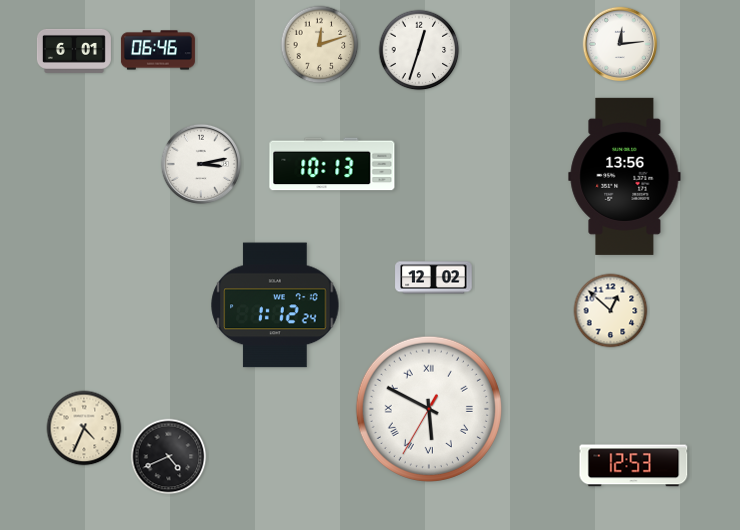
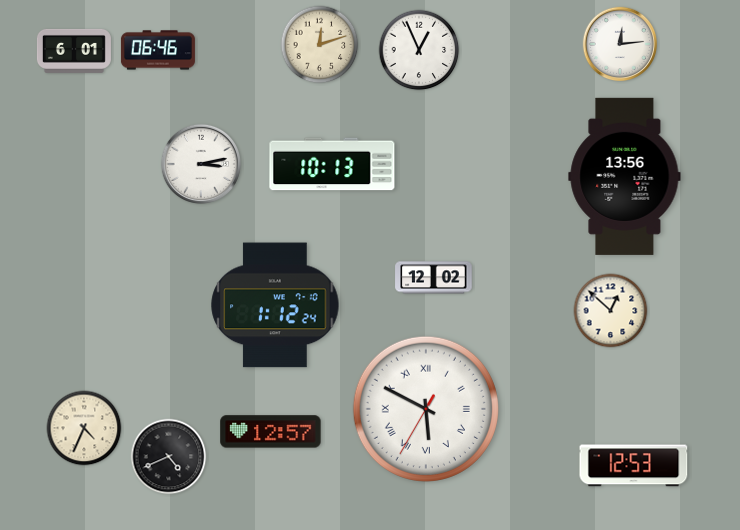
clock at (419, 50): 12:33 -> 12:56
clock at (429, 409) position: (429, 409) -> (426, 409)
clock at (271, 432): none -> 12:57
